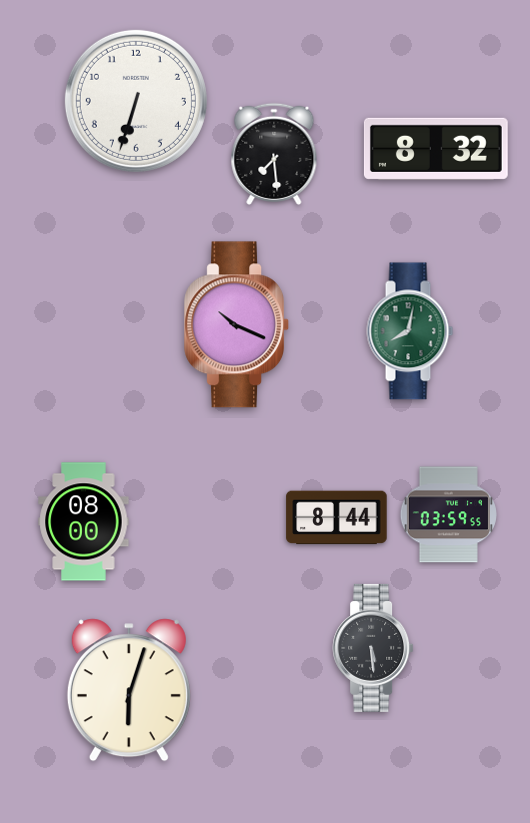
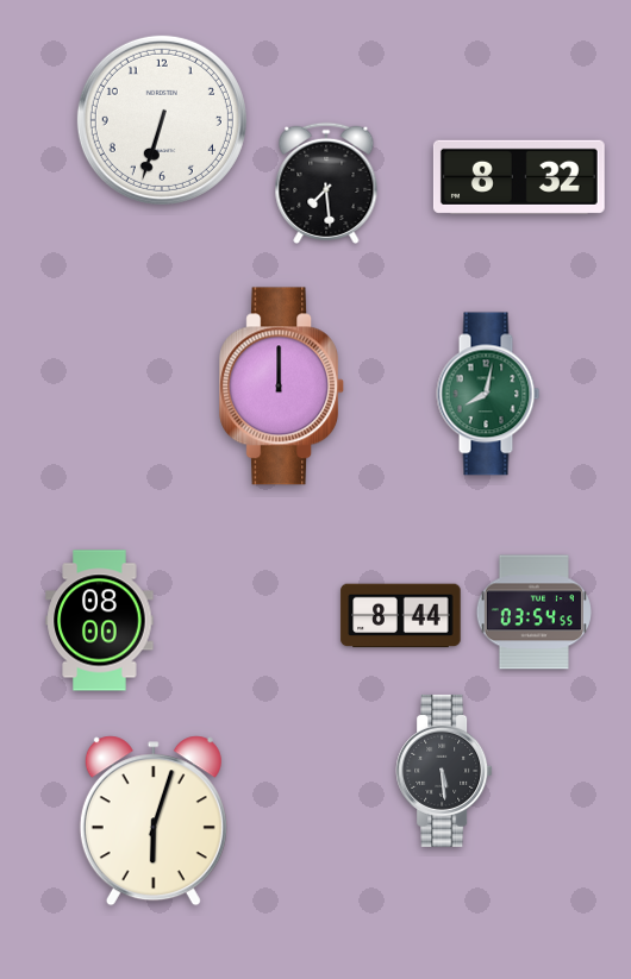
clock at (237, 325): 10:19 -> 12:00
clock at (448, 515): 03:59 -> 03:54
